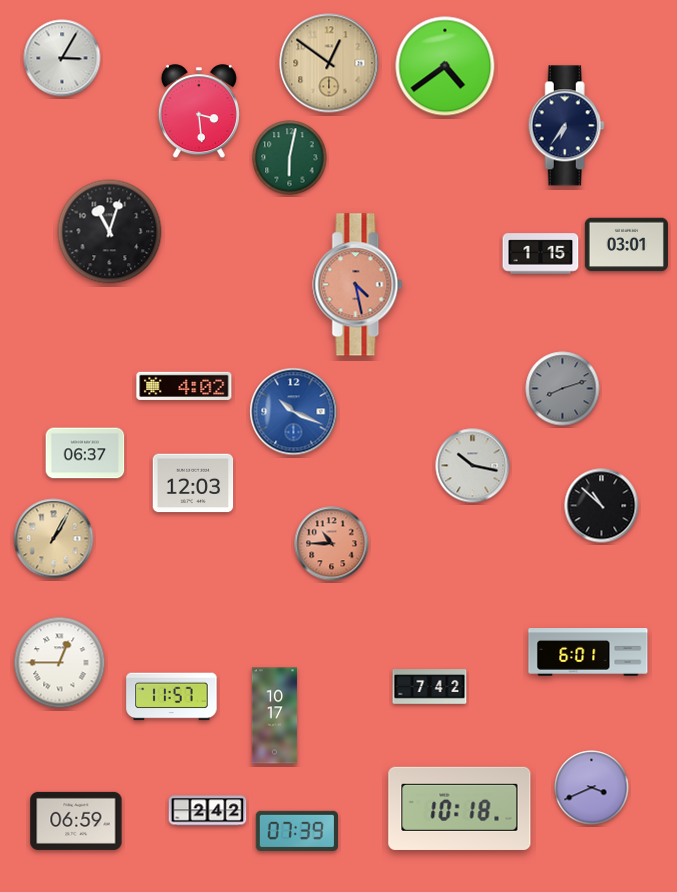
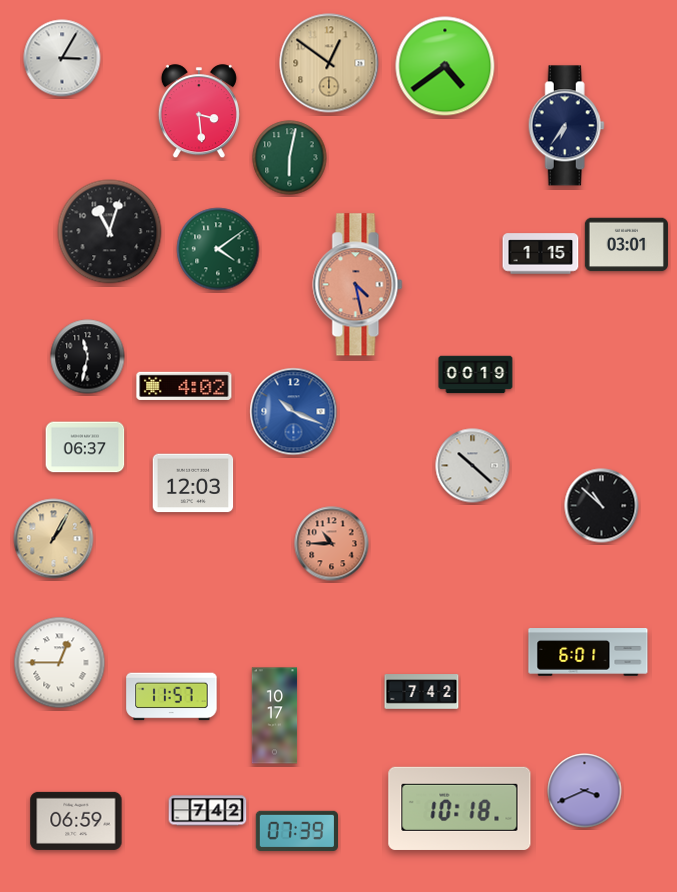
clock at (218, 249): none -> 4:09
clock at (88, 357): none -> 11:32
clock at (476, 375): none -> 00:19
clock at (563, 389): 8:12 -> none
clock at (85, 453) position: (85, 453) -> (85, 447)
clock at (473, 466): 10:17 -> 10:22
clock at (430, 687) position: (430, 687) -> (422, 692)
clock at (592, 788) position: (592, 788) -> (585, 791)
clock at (208, 811): 2:42 -> 7:42
